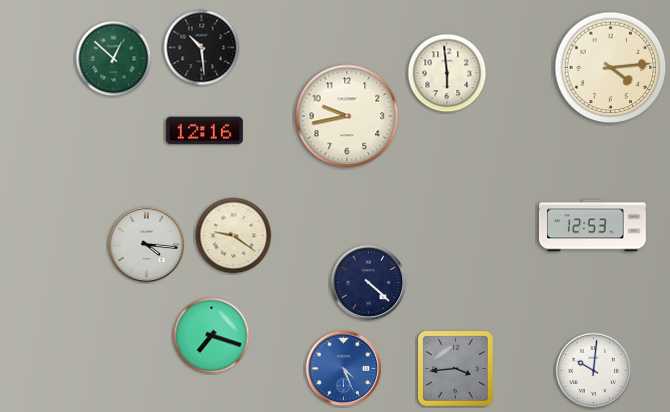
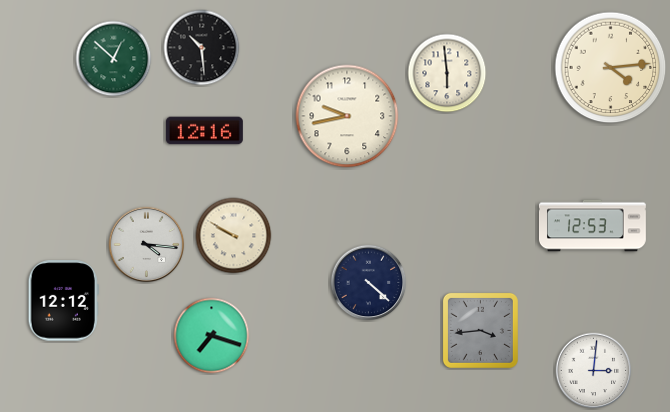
clock at (234, 236): 9:21 -> 9:50
clock at (63, 301): none -> 12:12
clock at (455, 368) position: (455, 368) -> (480, 330)
clock at (344, 369): 4:26 -> none
clock at (594, 371): 10:01 -> 3:01
